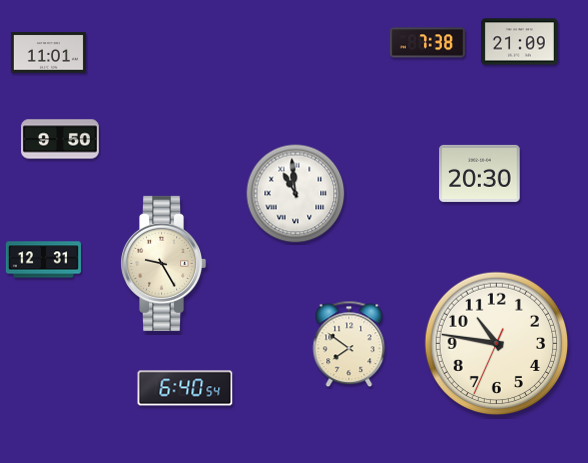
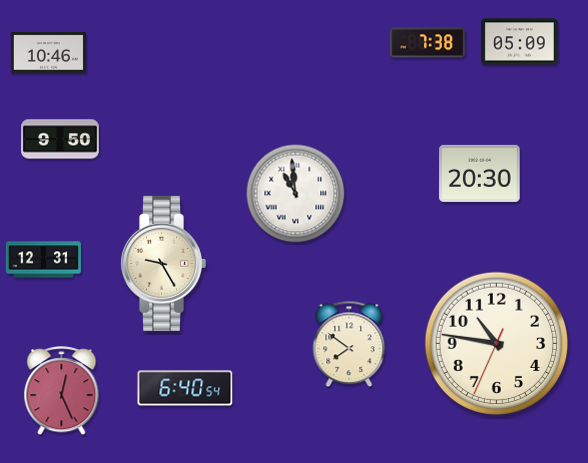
clock at (519, 42): 21:09 -> 05:09
clock at (48, 53): 11:01 -> 10:46
clock at (62, 391): none -> 12:26
